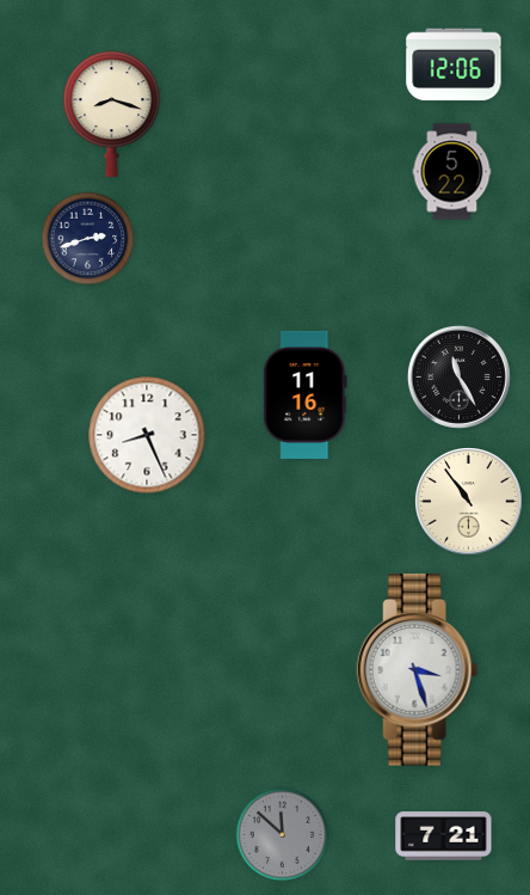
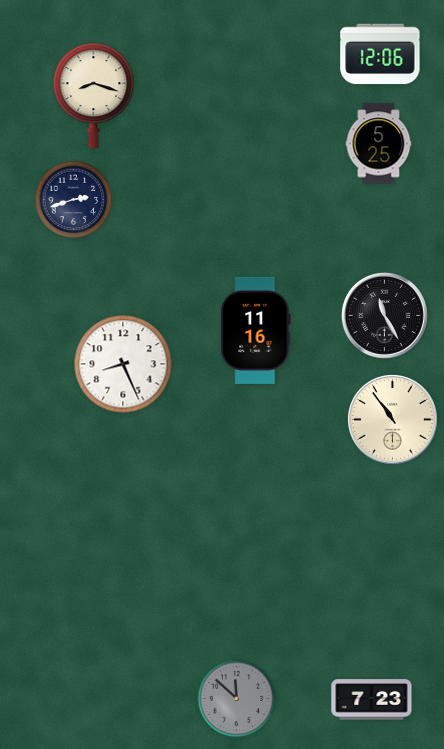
clock at (452, 172): 5:22 -> 5:25
clock at (418, 670): 3:27 -> none
clock at (444, 836): 7:21 -> 7:23
